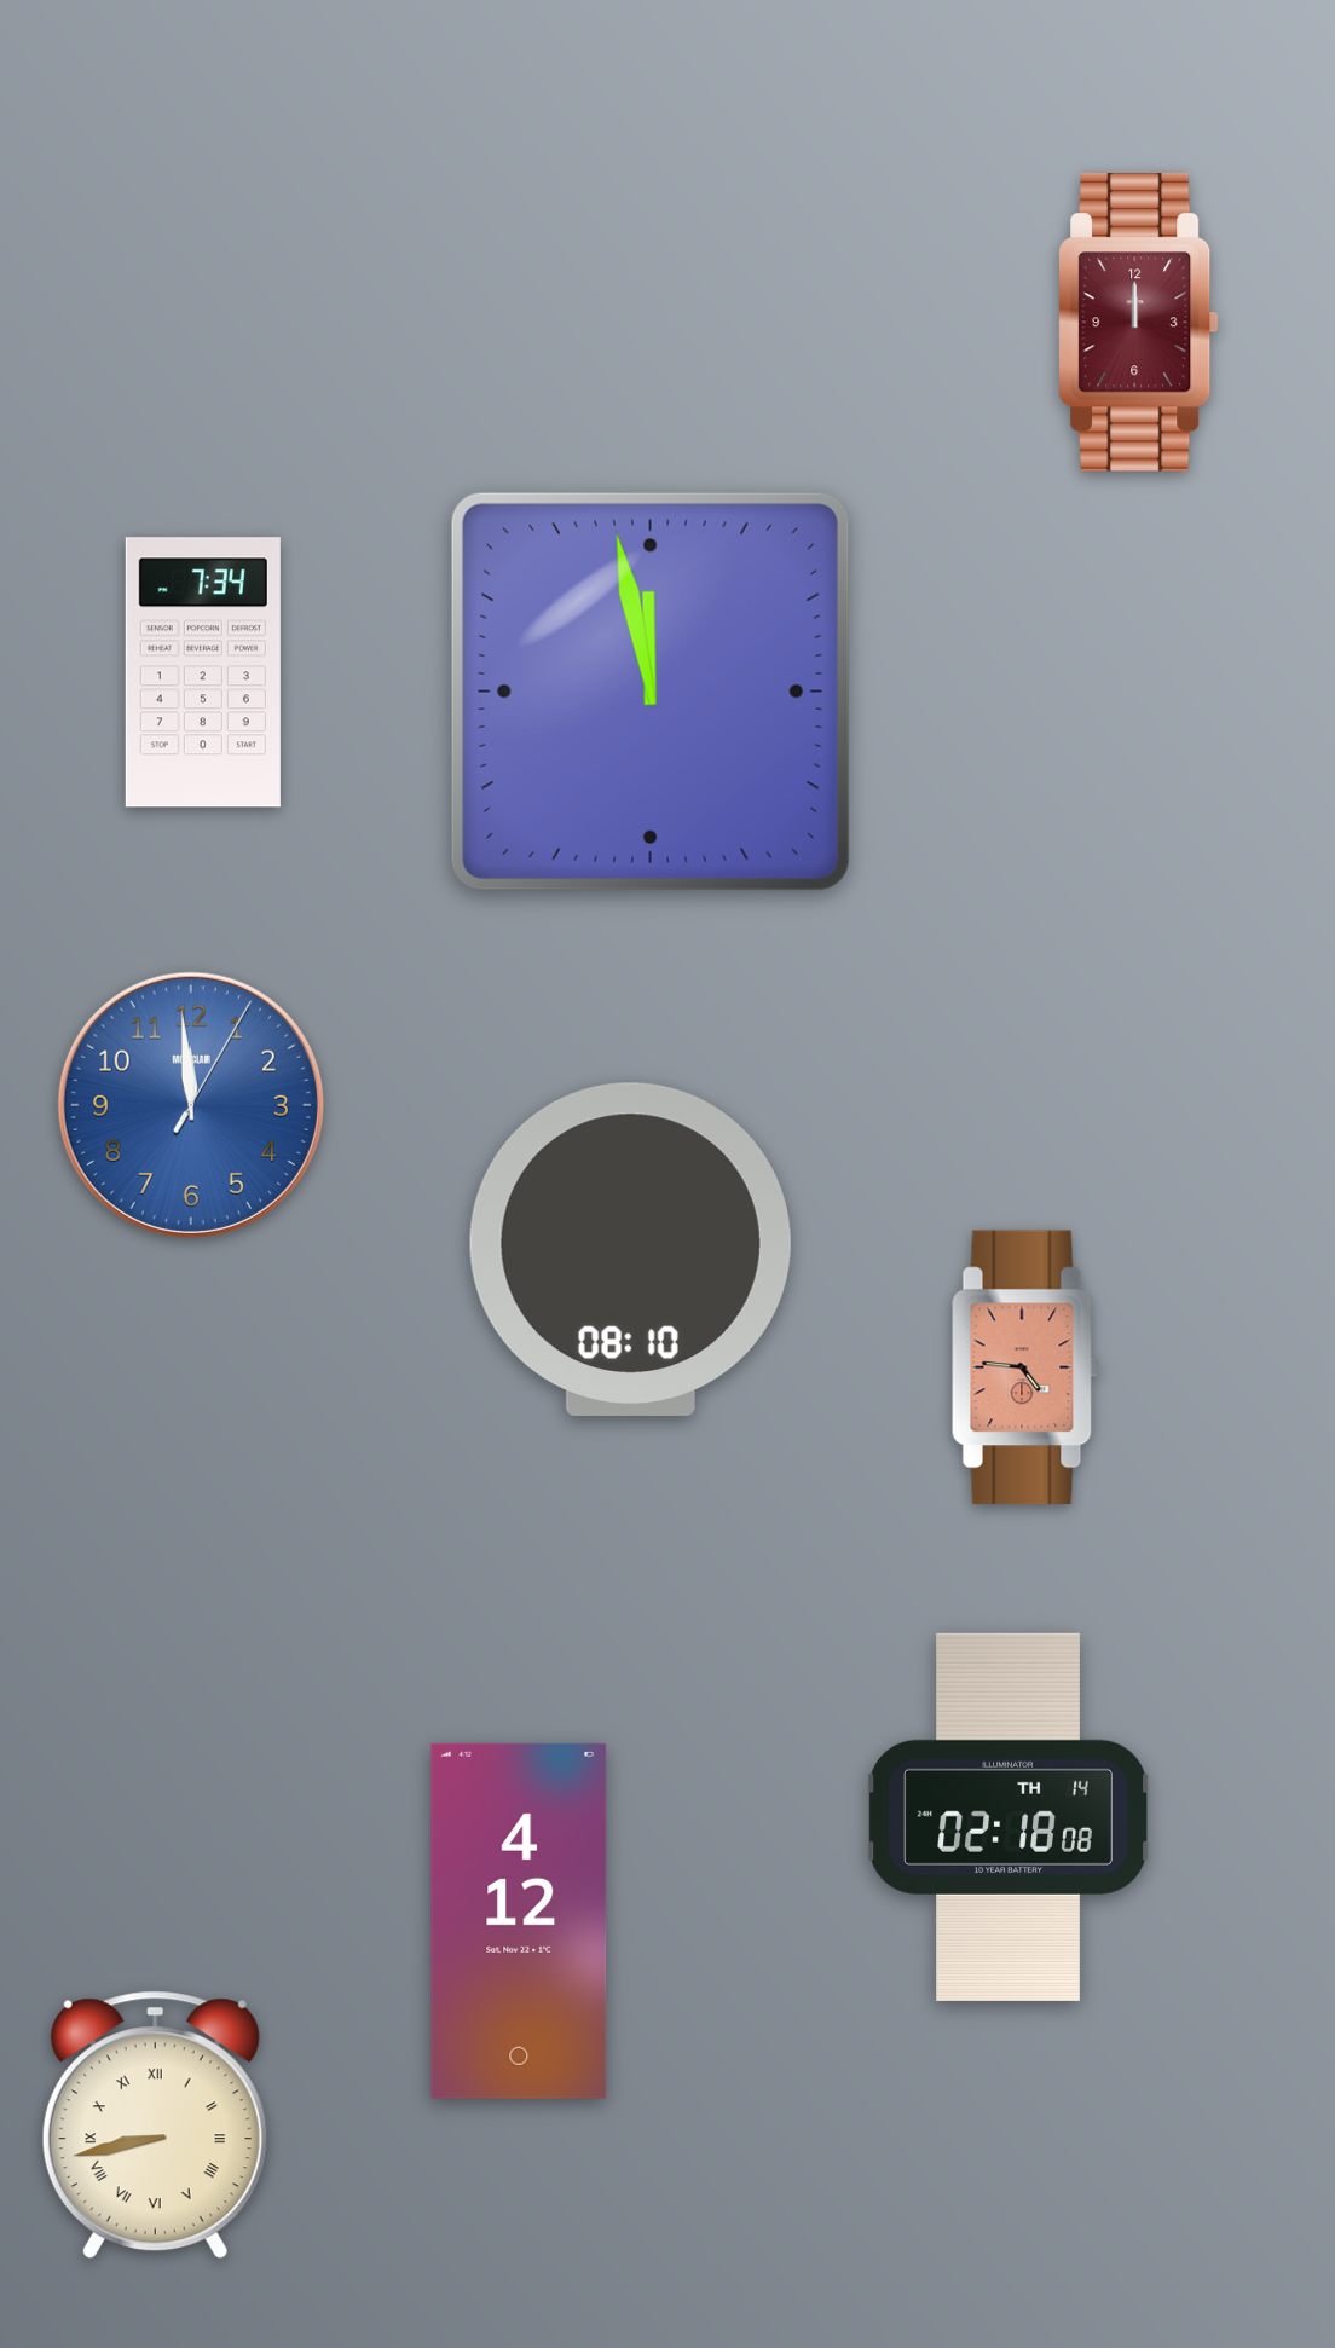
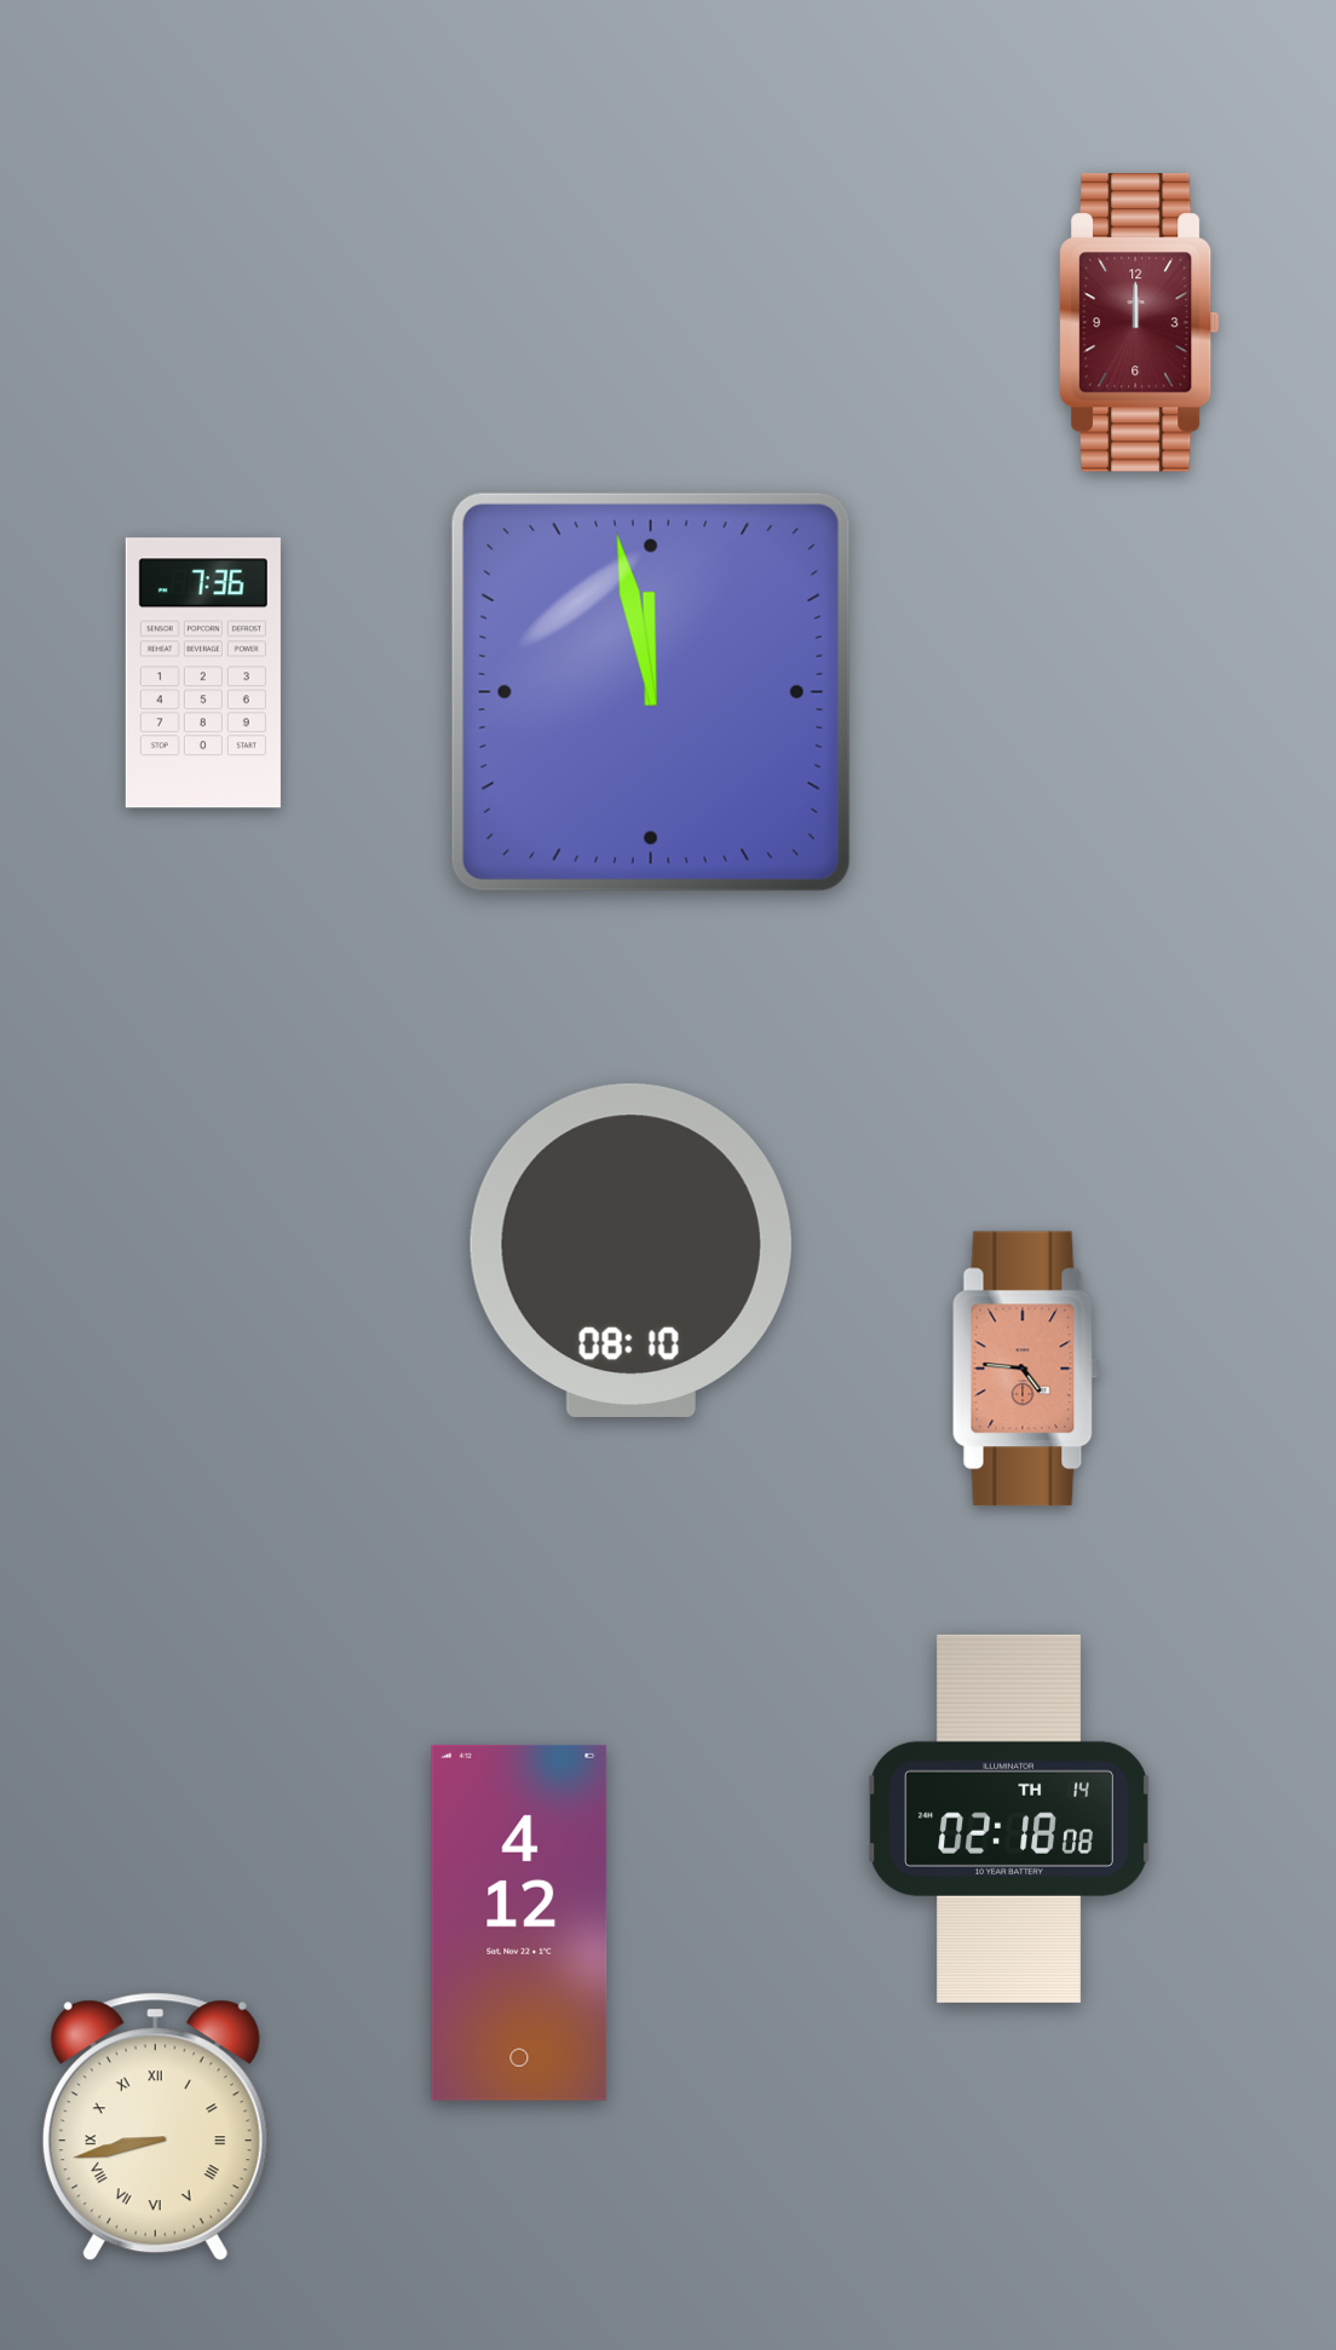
clock at (203, 672): 7:34 -> 7:36
clock at (191, 1105): 11:59 -> none
